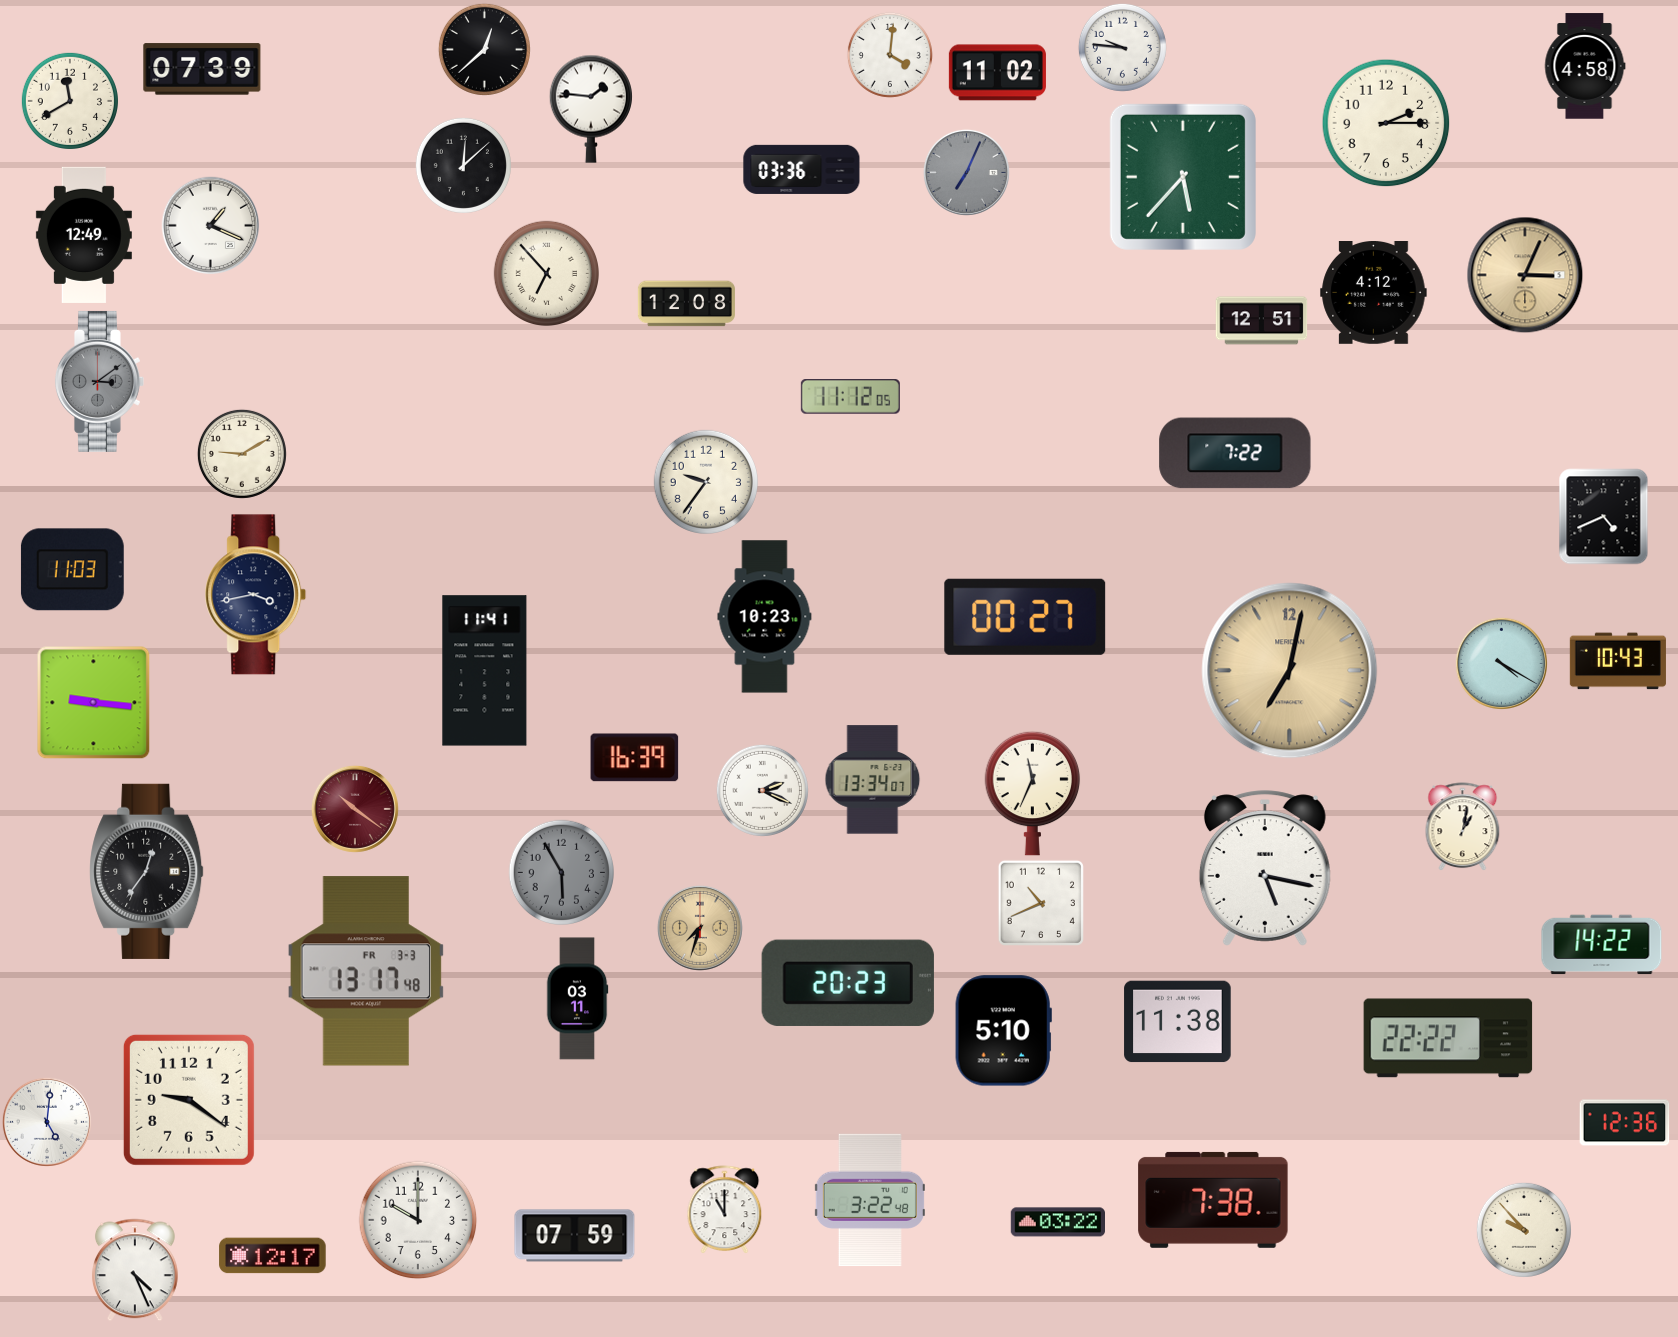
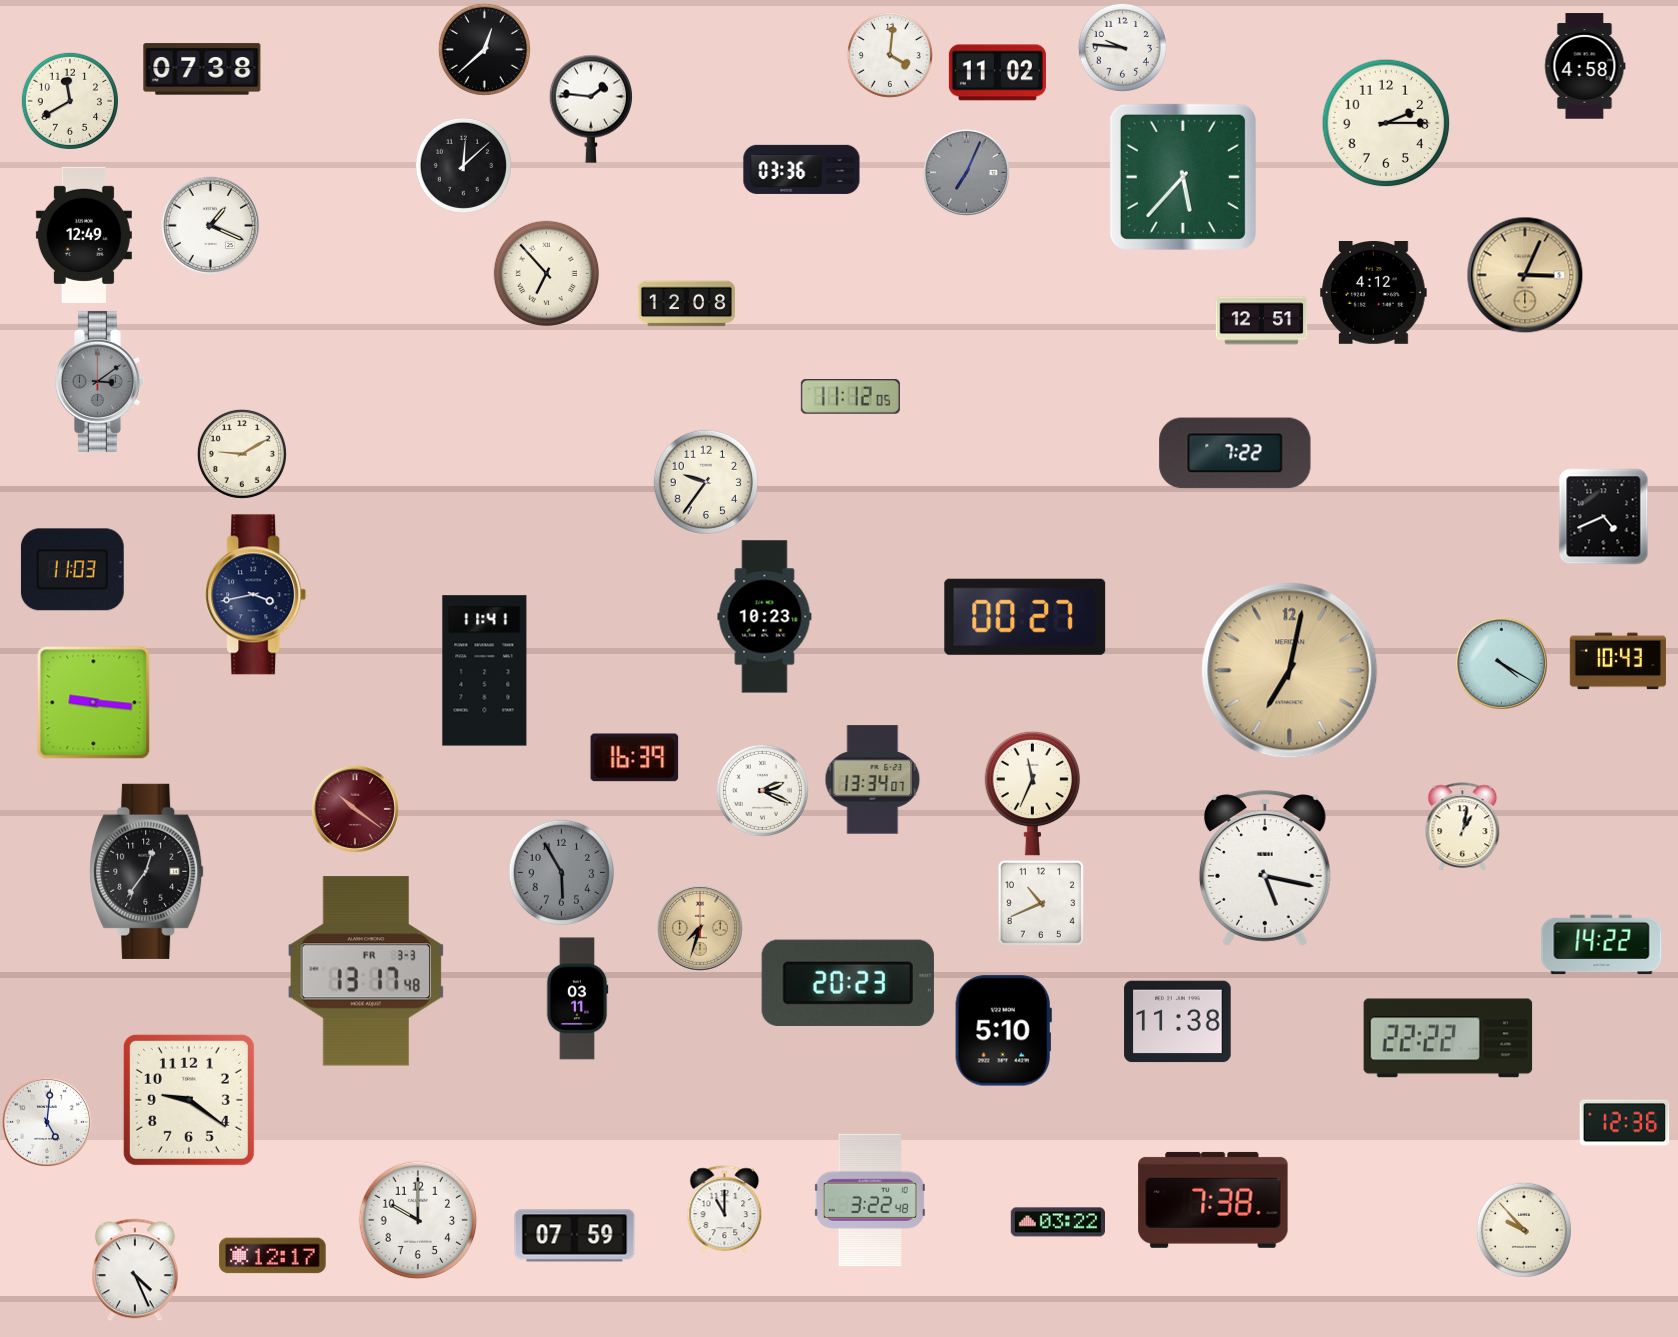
clock at (202, 69): 07:39 -> 07:38
